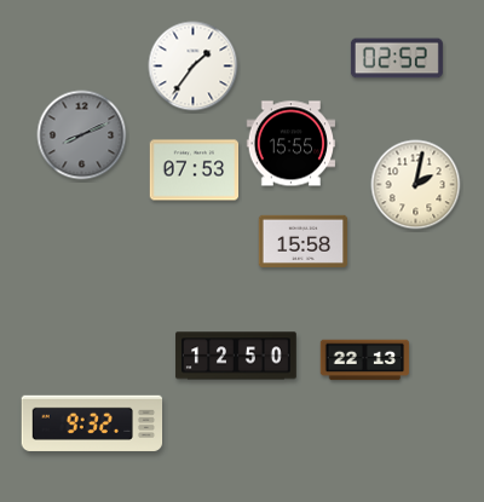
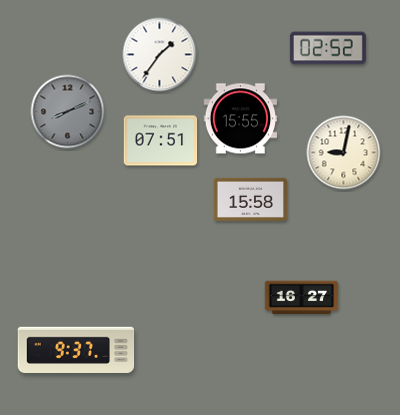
clock at (195, 171): 07:53 -> 07:51
clock at (416, 185): 2:02 -> 9:02
clock at (236, 356): 12:50 -> none
clock at (365, 360): 22:13 -> 16:27
clock at (92, 423): 9:32 -> 9:37
